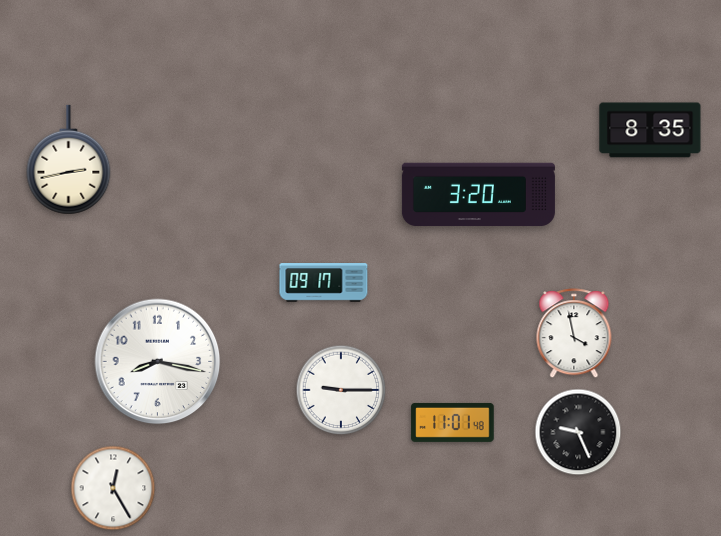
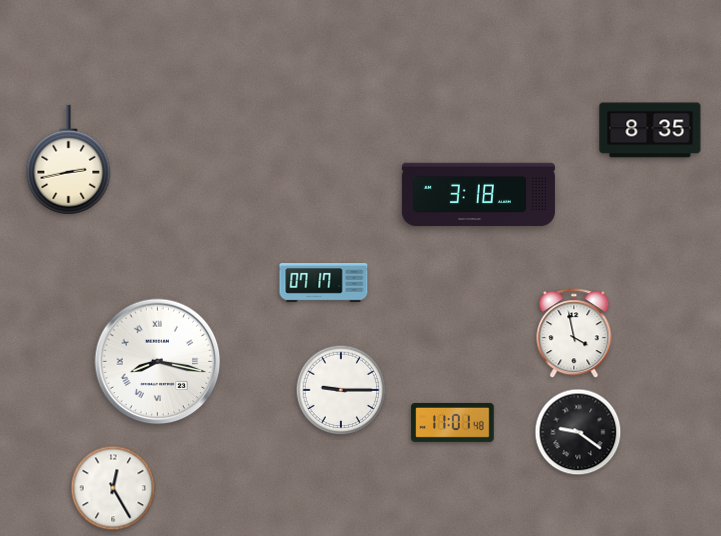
clock at (478, 195): 3:20 -> 3:18
clock at (324, 283): 09:17 -> 07:17
clock at (158, 362) numerals: Arabic -> Roman
clock at (578, 432): 9:26 -> 9:21
